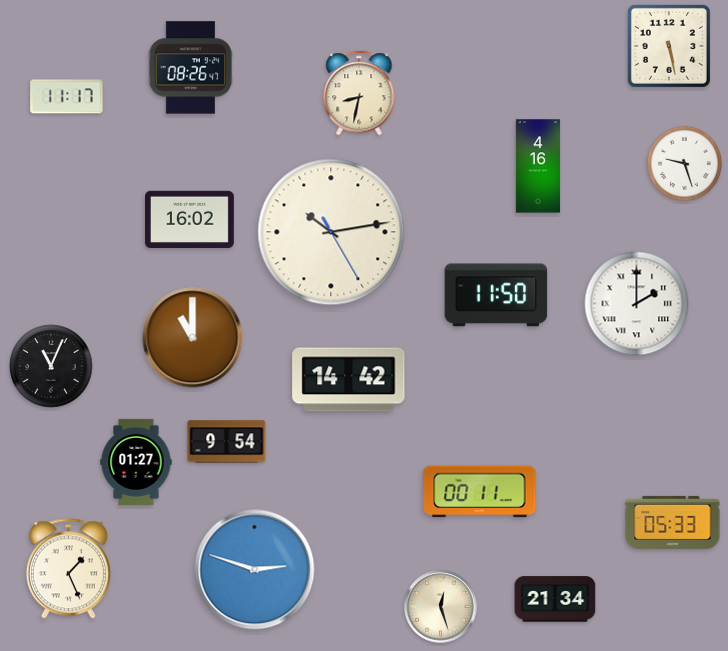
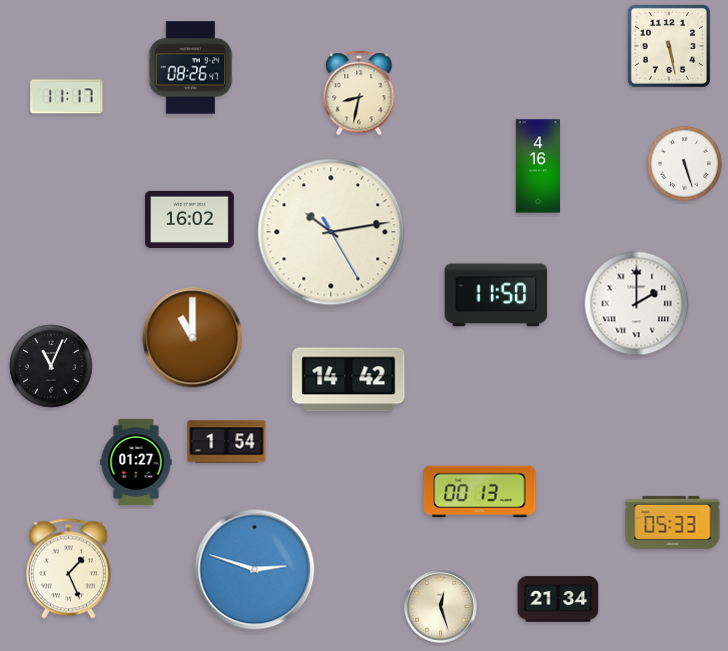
clock at (684, 163): 9:27 -> 5:27
clock at (227, 442): 9:54 -> 1:54
clock at (480, 492): 00:11 -> 00:13
clock at (555, 599) position: (555, 599) -> (558, 599)
